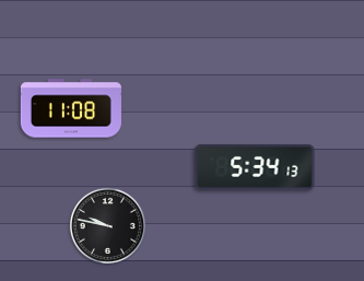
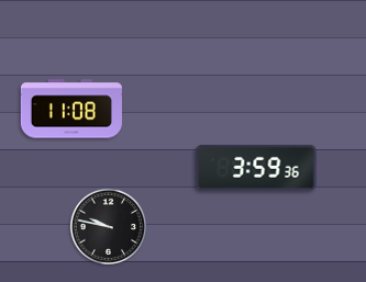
clock at (255, 167): 5:34 -> 3:59
